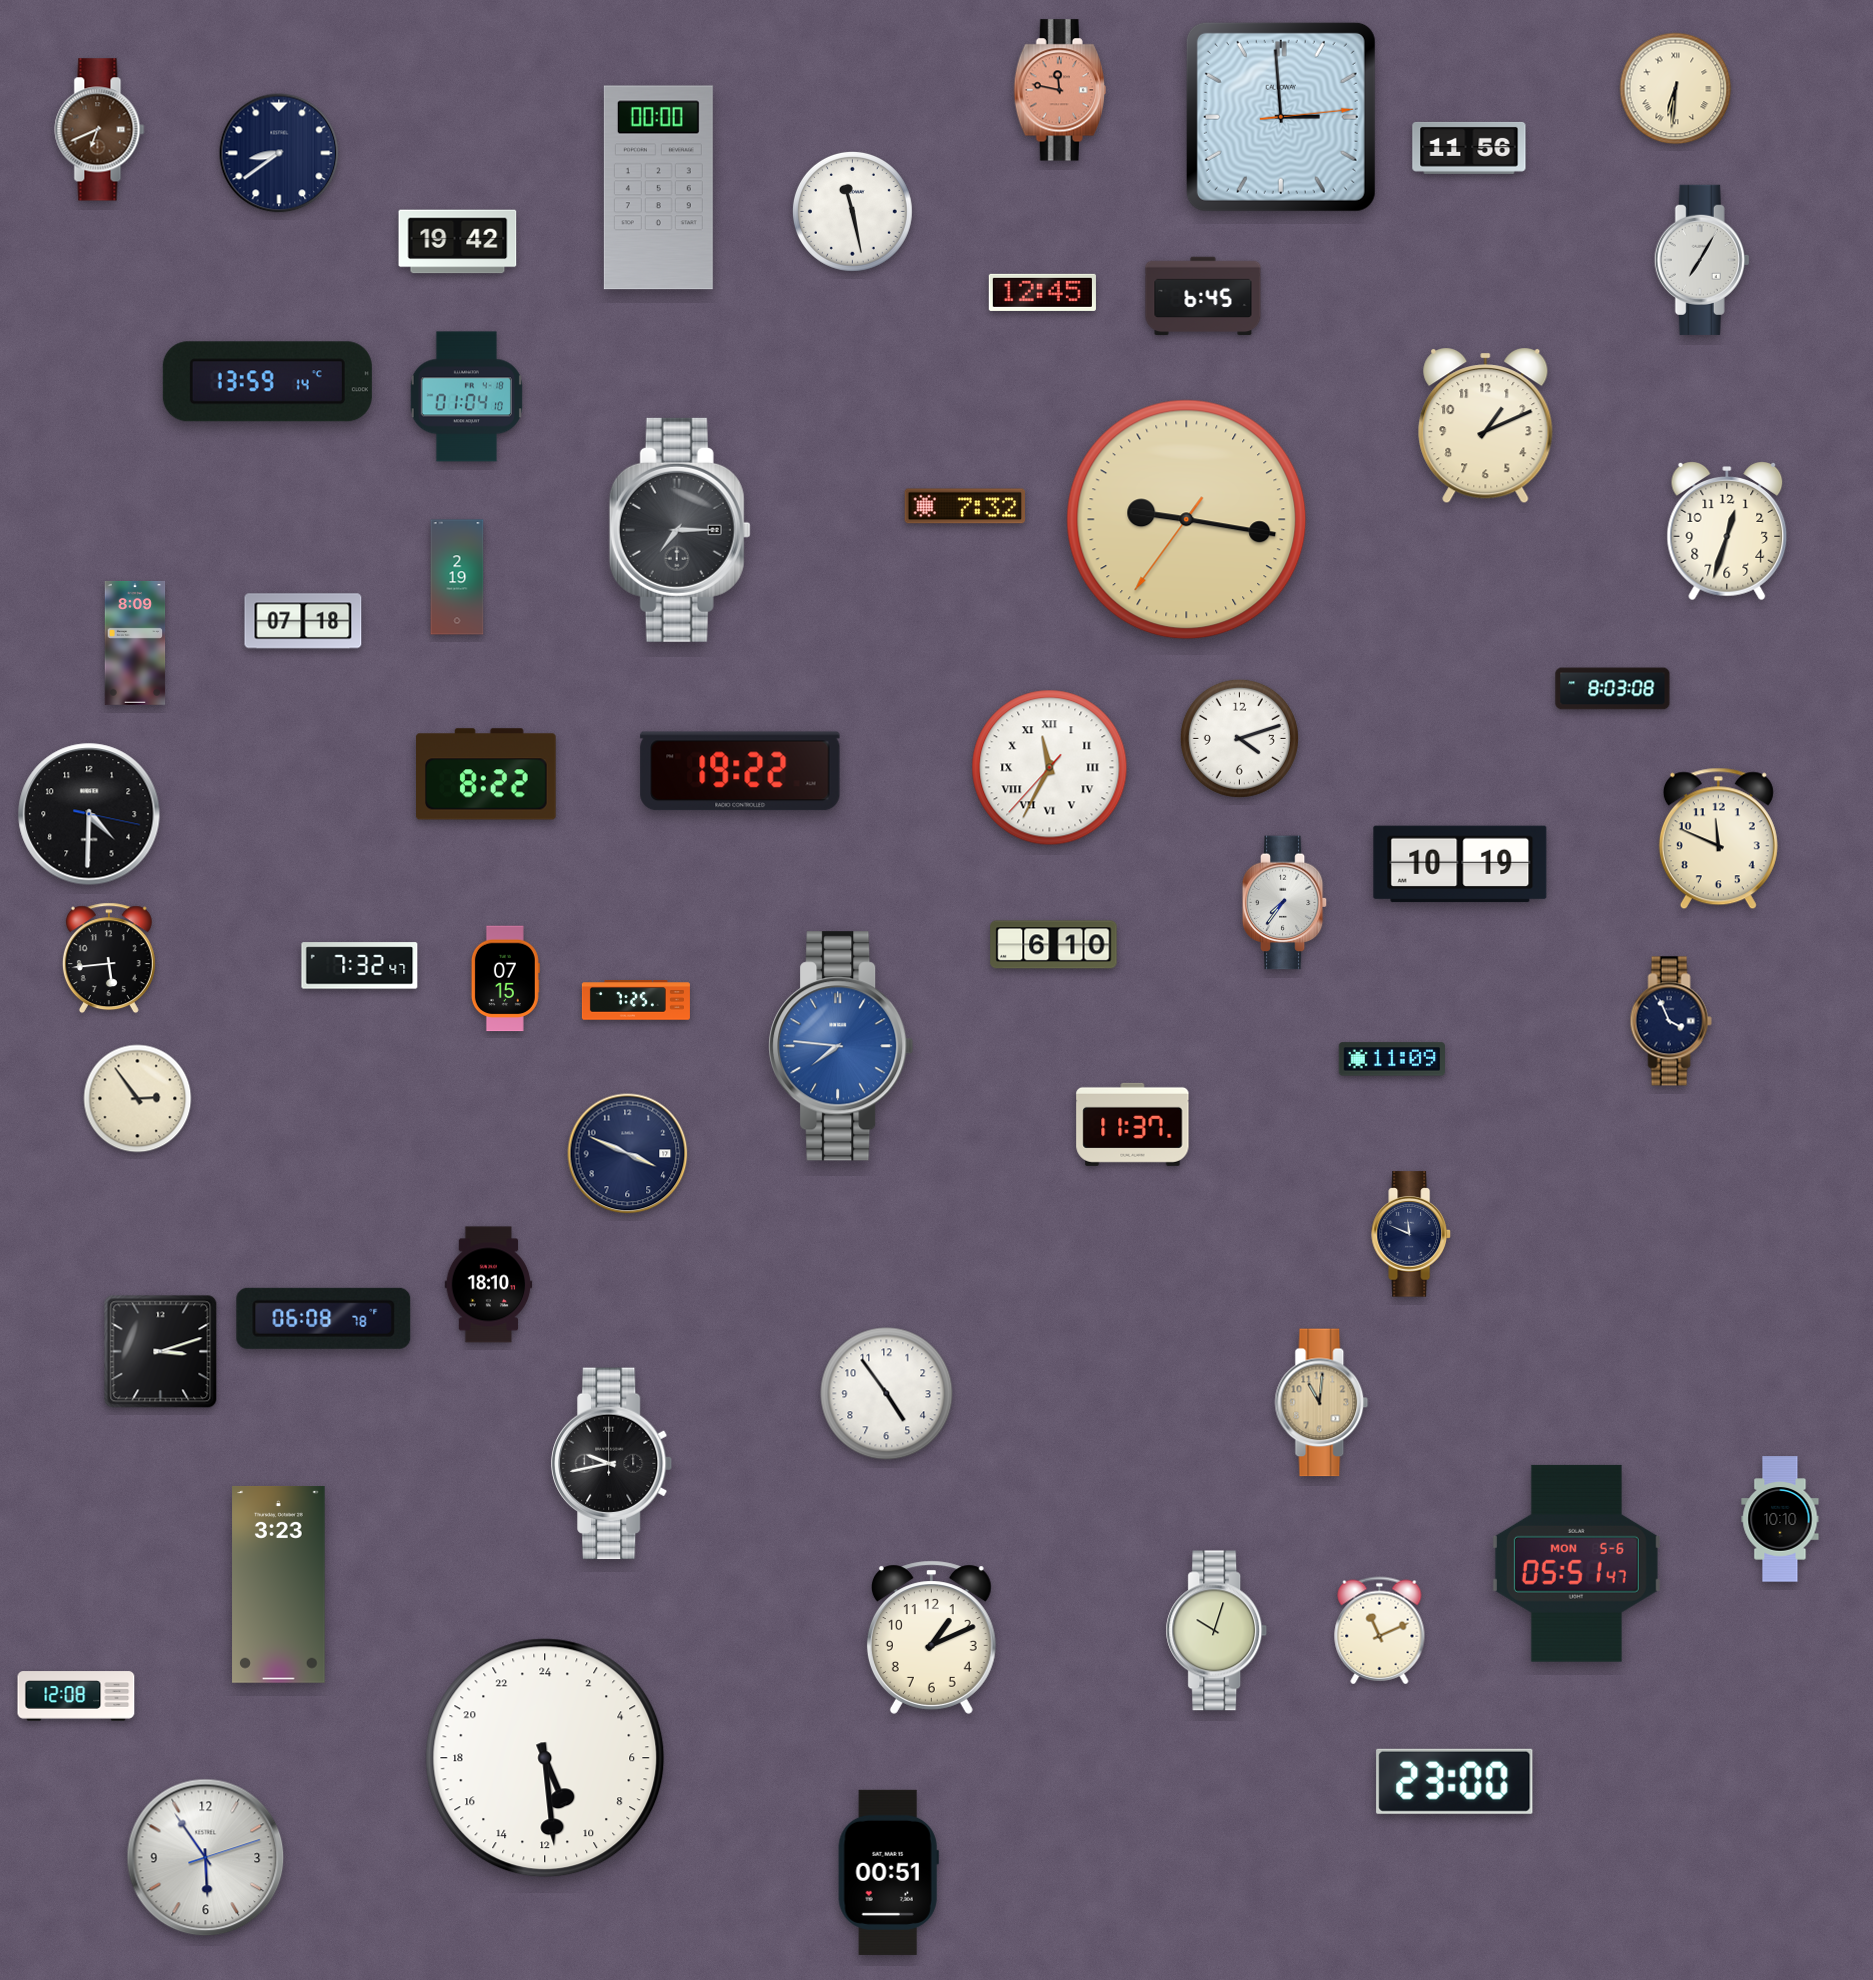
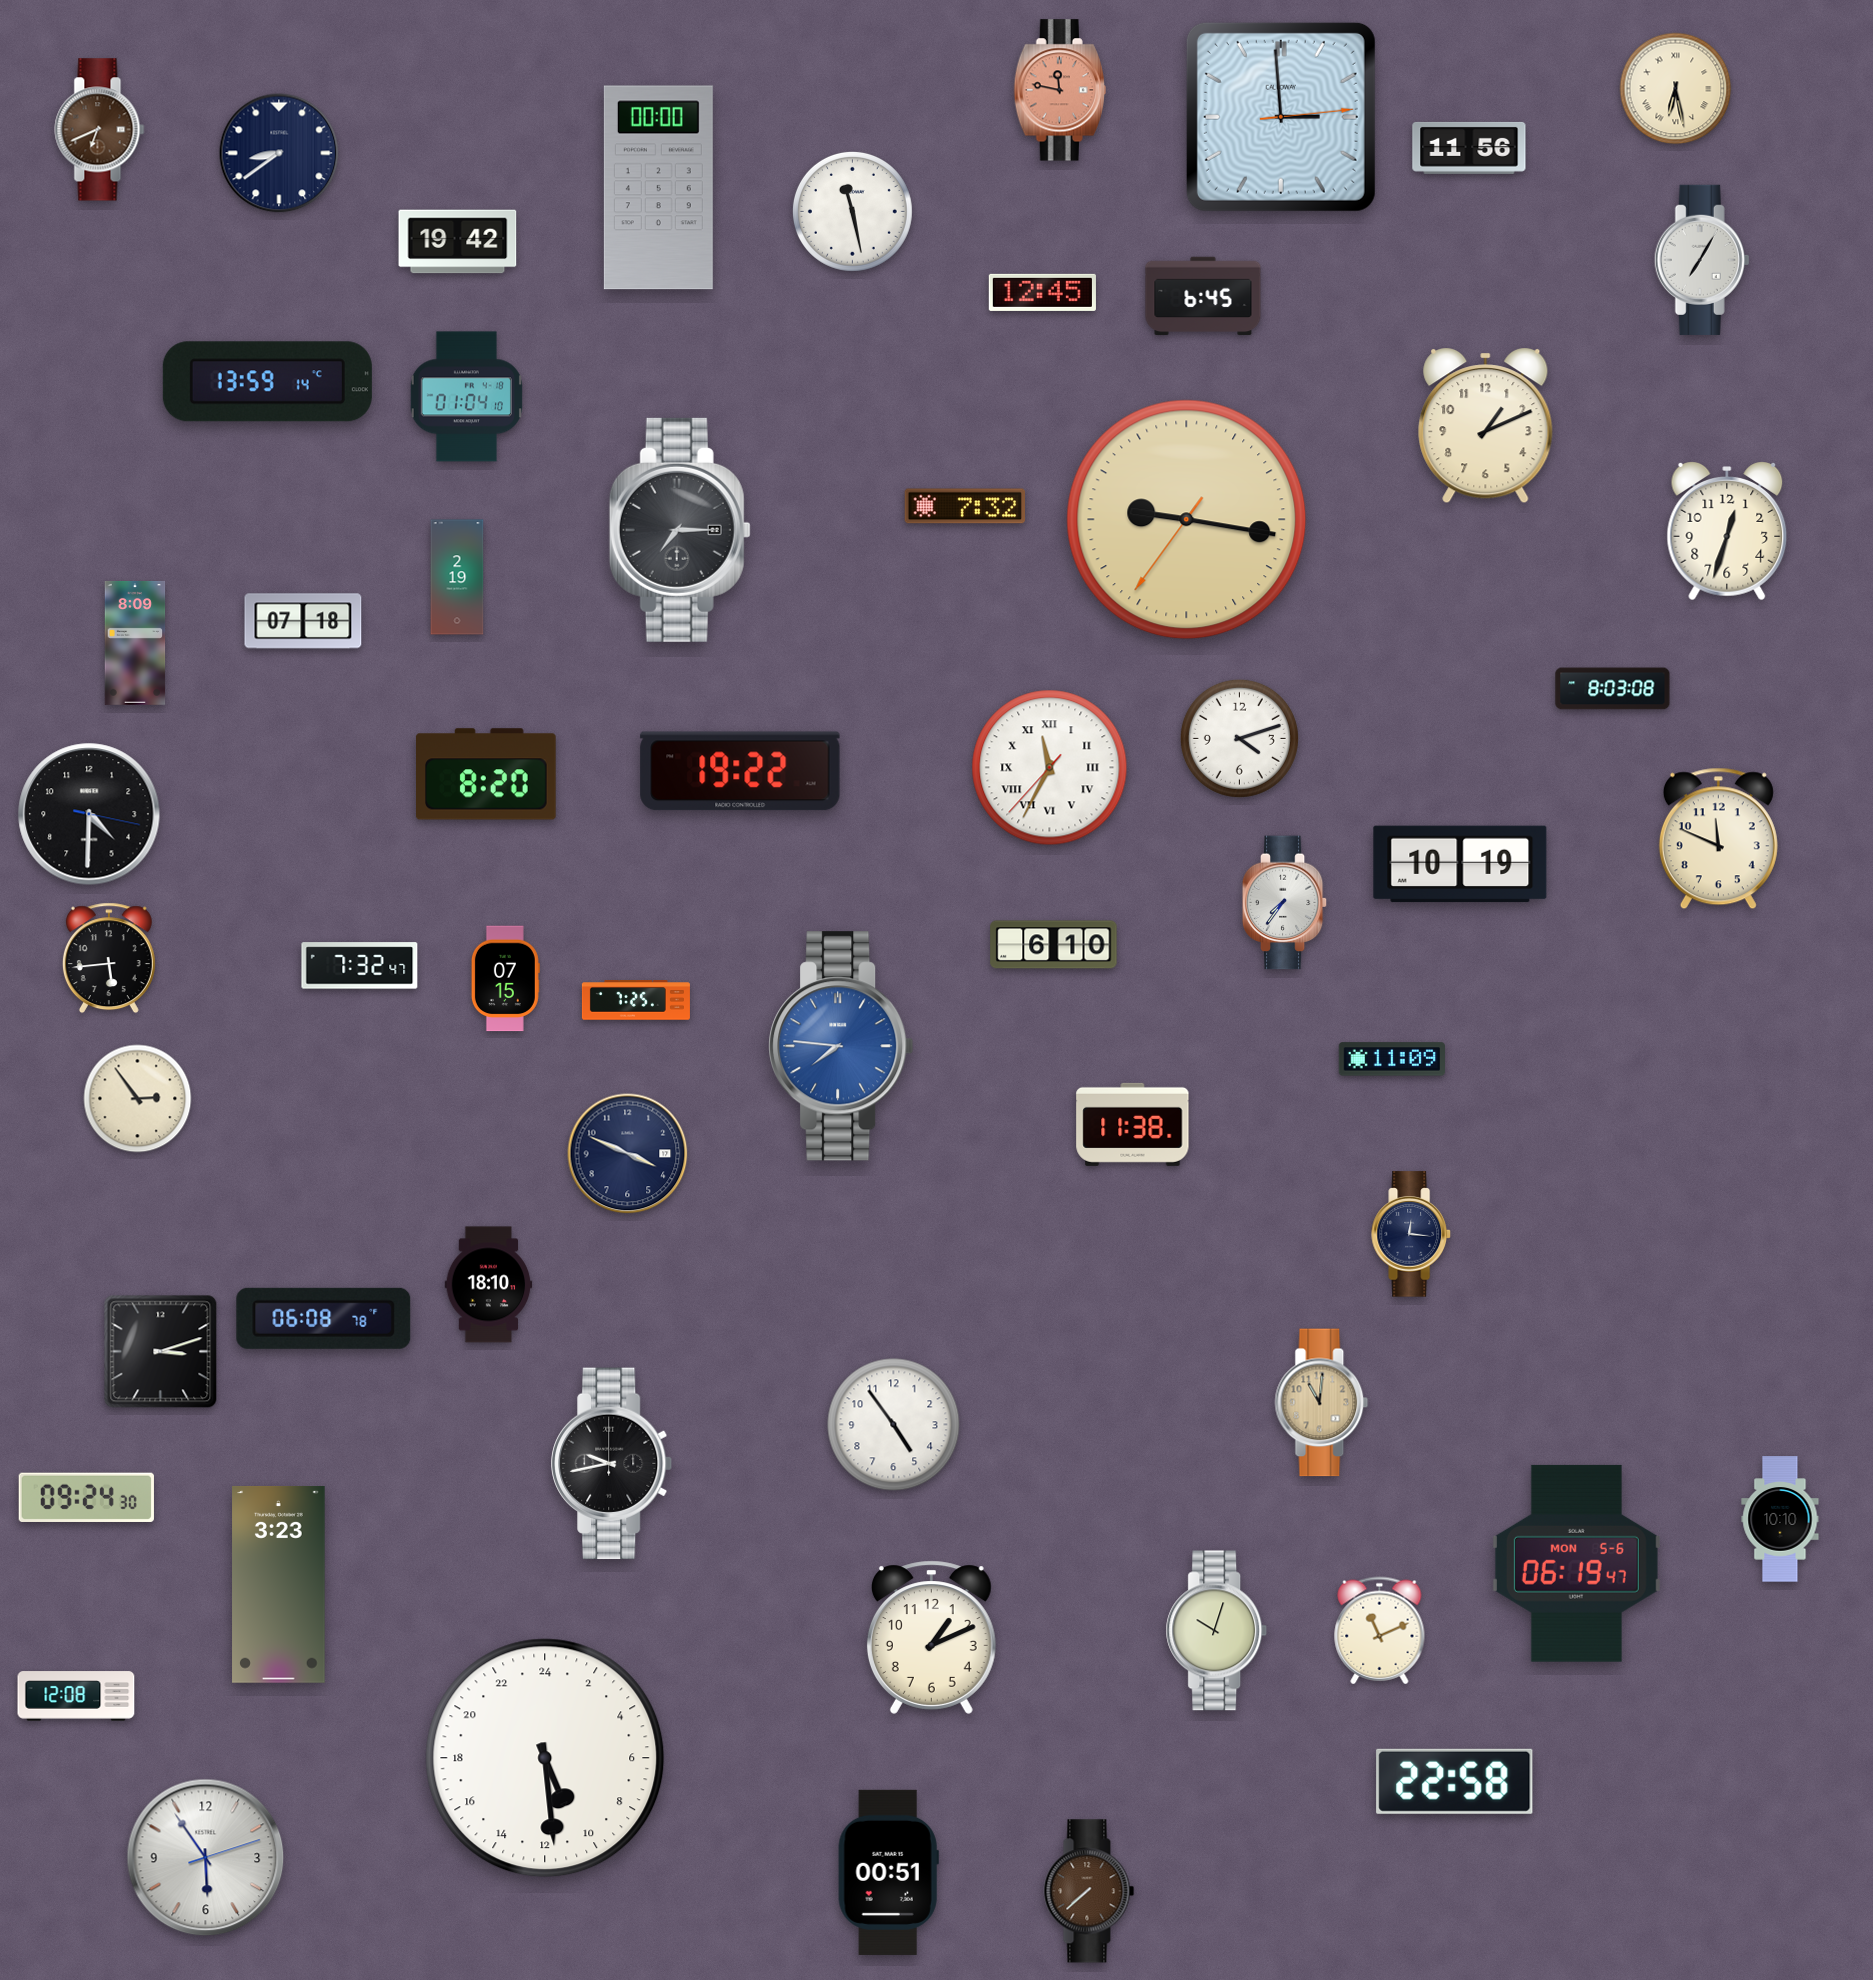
clock at (1676, 89): 6:31 -> 6:28
clock at (487, 774): 8:22 -> 8:20
clock at (1671, 1021): 3:56 -> none
clock at (1133, 1124): 11:37 -> 11:38
clock at (1412, 1234): 11:49 -> 12:16
clock at (887, 1394) position: (887, 1394) -> (894, 1425)
clock at (86, 1497): none -> 09:24
clock at (1576, 1563): 05:51 -> 06:19
clock at (1455, 1781): 23:00 -> 22:58
clock at (1089, 1891): none -> 7:38
